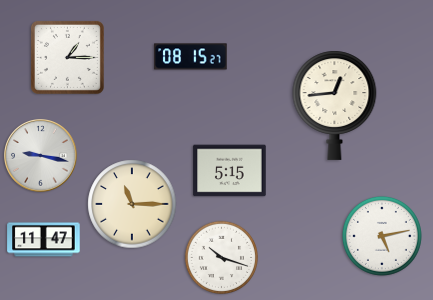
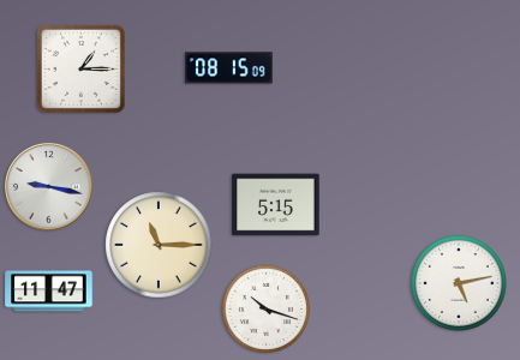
clock at (191, 57): 08:15:27 -> 08:15:09
clock at (335, 105): 12:44 -> none
clock at (44, 240) position: (44, 240) -> (49, 292)
